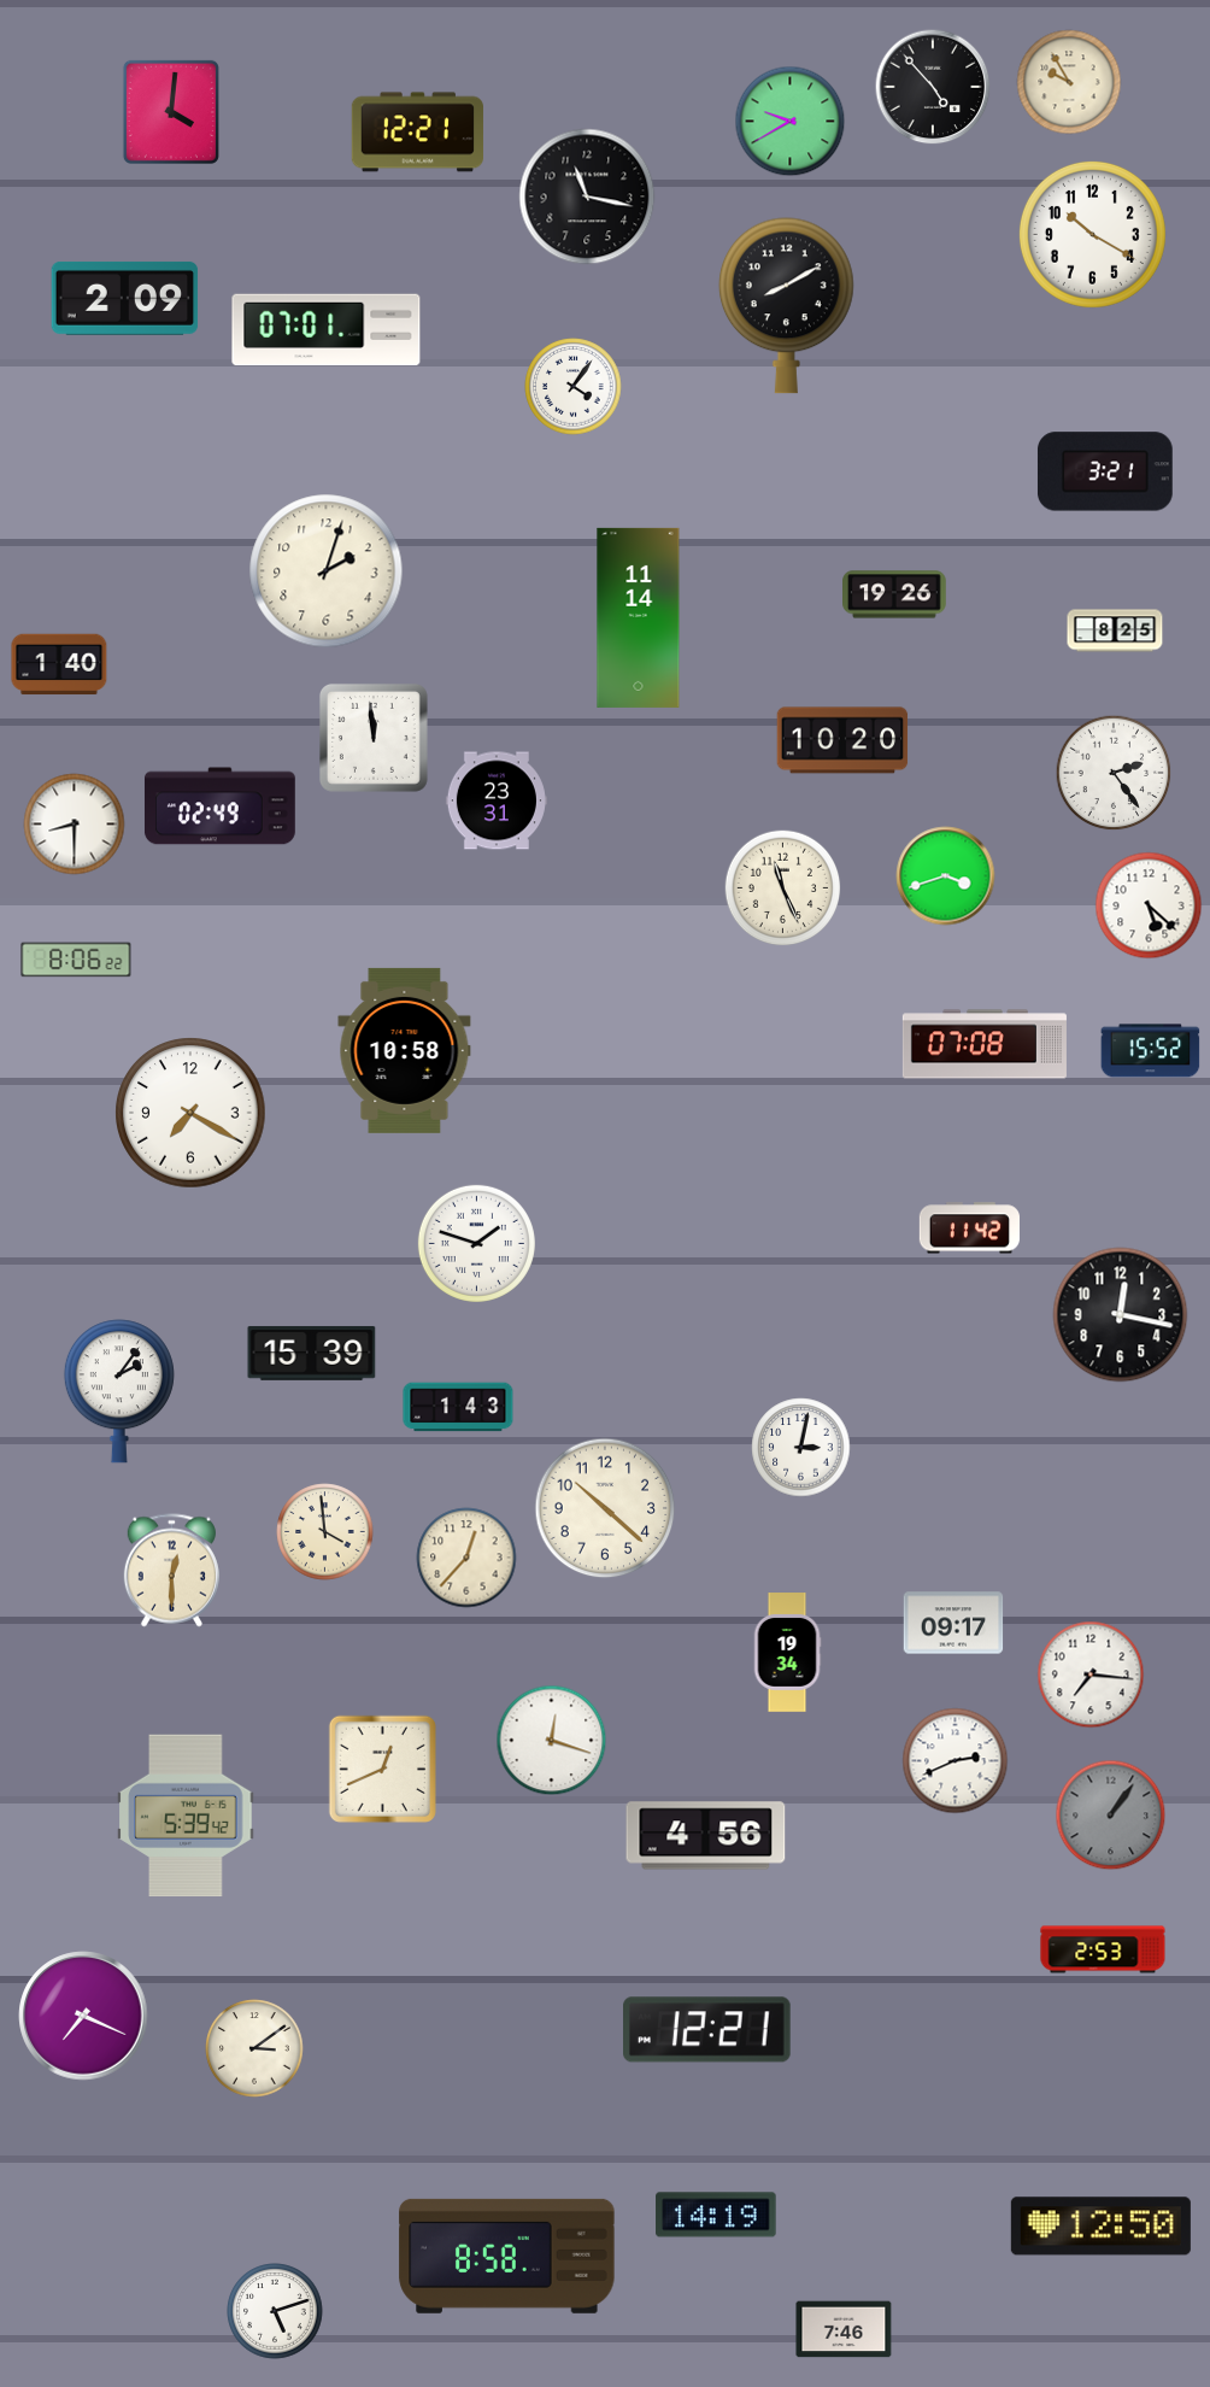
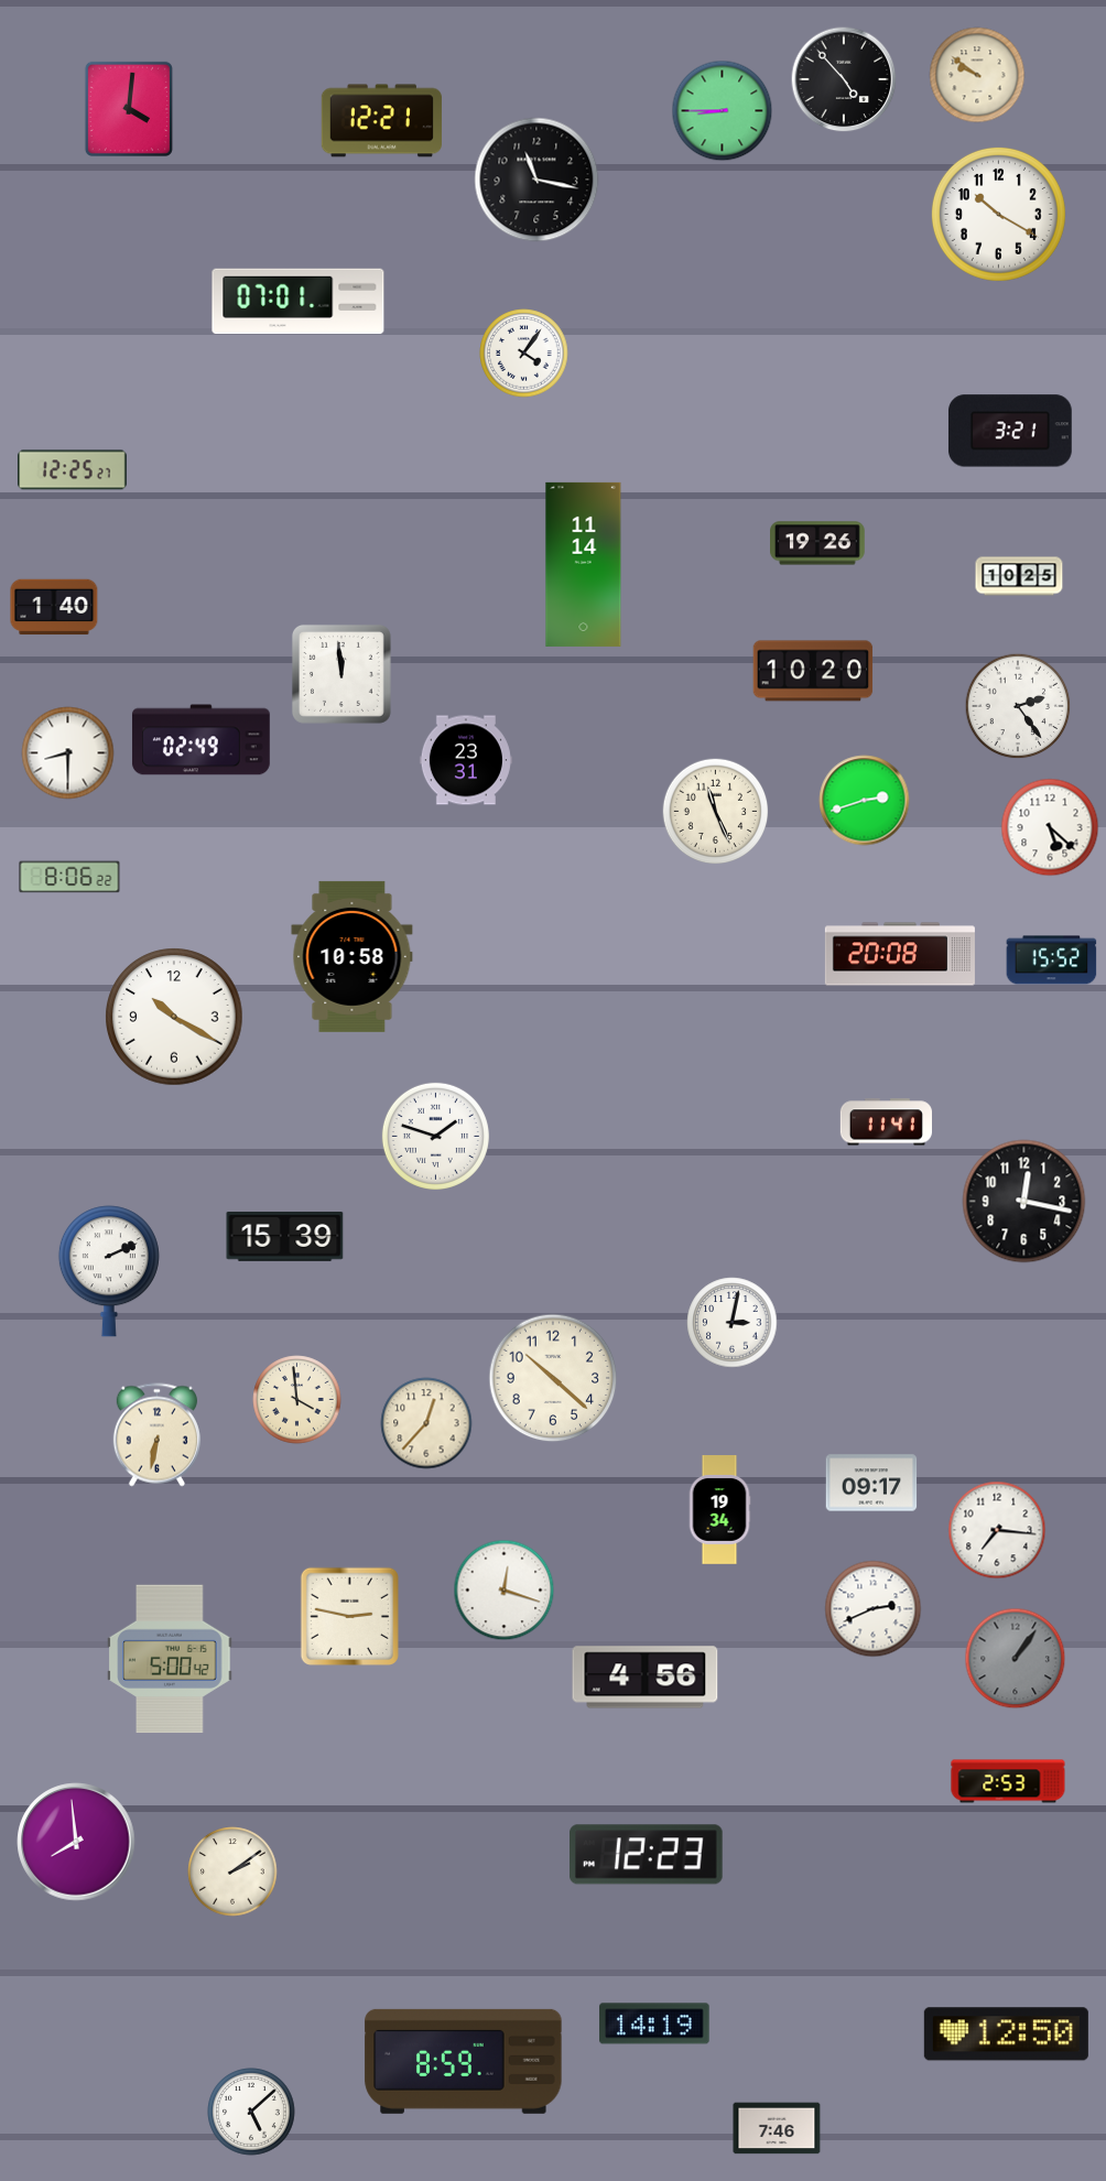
clock at (1069, 82): 9:55 -> 9:51
clock at (933, 87) position: (933, 87) -> (844, 79)
clock at (171, 112) position: (171, 112) -> (129, 109)
clock at (791, 122): 9:40 -> 8:45
clock at (125, 298): 2:09 -> none
clock at (786, 306): 8:10 -> none
clock at (73, 470): none -> 12:25
clock at (327, 571): 2:03 -> none
clock at (1115, 631): 8:25 -> 10:25
clock at (842, 740) position: (842, 740) -> (813, 671)
clock at (497, 800) position: (497, 800) -> (466, 760)
clock at (221, 807) position: (221, 807) -> (202, 740)
clock at (946, 876): 3:42 -> 2:42
clock at (985, 1044): 07:08 -> 20:08
clock at (405, 1050) position: (405, 1050) -> (353, 956)
clock at (190, 1113): 7:20 -> 10:20
clock at (969, 1228): 11:42 -> 11:41
clock at (119, 1391): 2:06 -> 2:11
clock at (458, 1407): 1:43 -> none
clock at (171, 1571): 12:30 -> 6:32
clock at (382, 1769): 12:41 -> 2:47
clock at (186, 1816): 5:39 -> 5:00
clock at (83, 2016): 7:19 -> 7:59
clock at (707, 2030): 12:21 -> 12:23
clock at (254, 2048): 3:09 -> 2:09
clock at (507, 2256): 8:58 -> 8:59
clock at (275, 2311): 5:12 -> 5:08
clock at (844, 2329) position: (844, 2329) -> (777, 2128)
